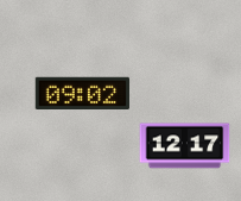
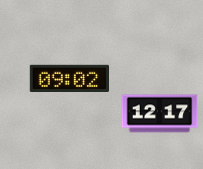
clock at (185, 146) position: (185, 146) -> (160, 114)
